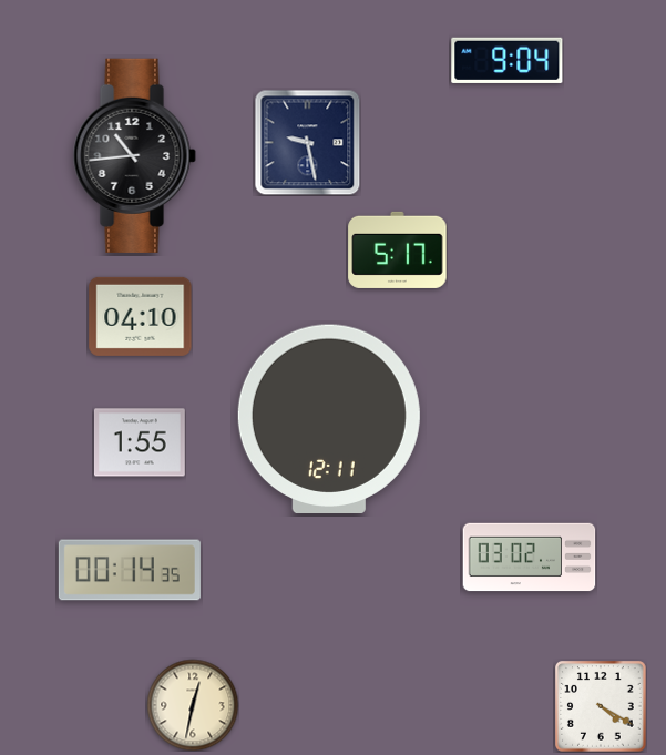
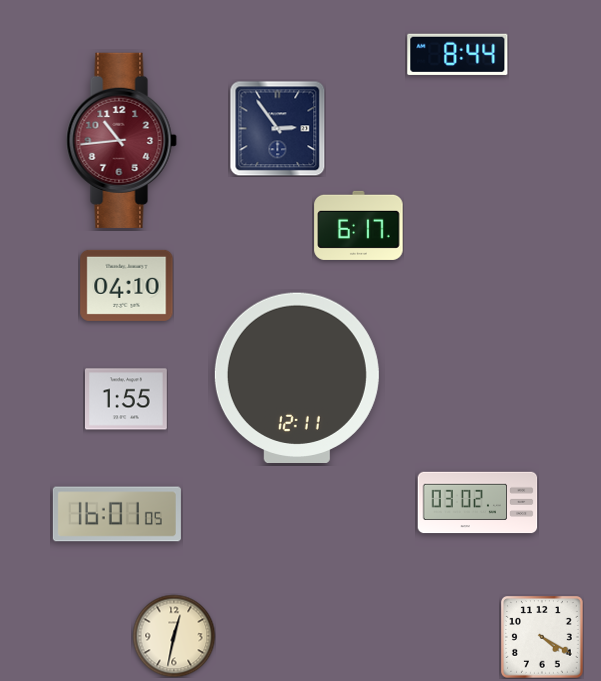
clock at (508, 60): 9:04 -> 8:44
clock at (307, 142): 9:28 -> 2:54
clock at (134, 155) dial: black -> burgundy
clock at (398, 249): 5:17 -> 6:17
clock at (130, 570): 00:14 -> 16:01
